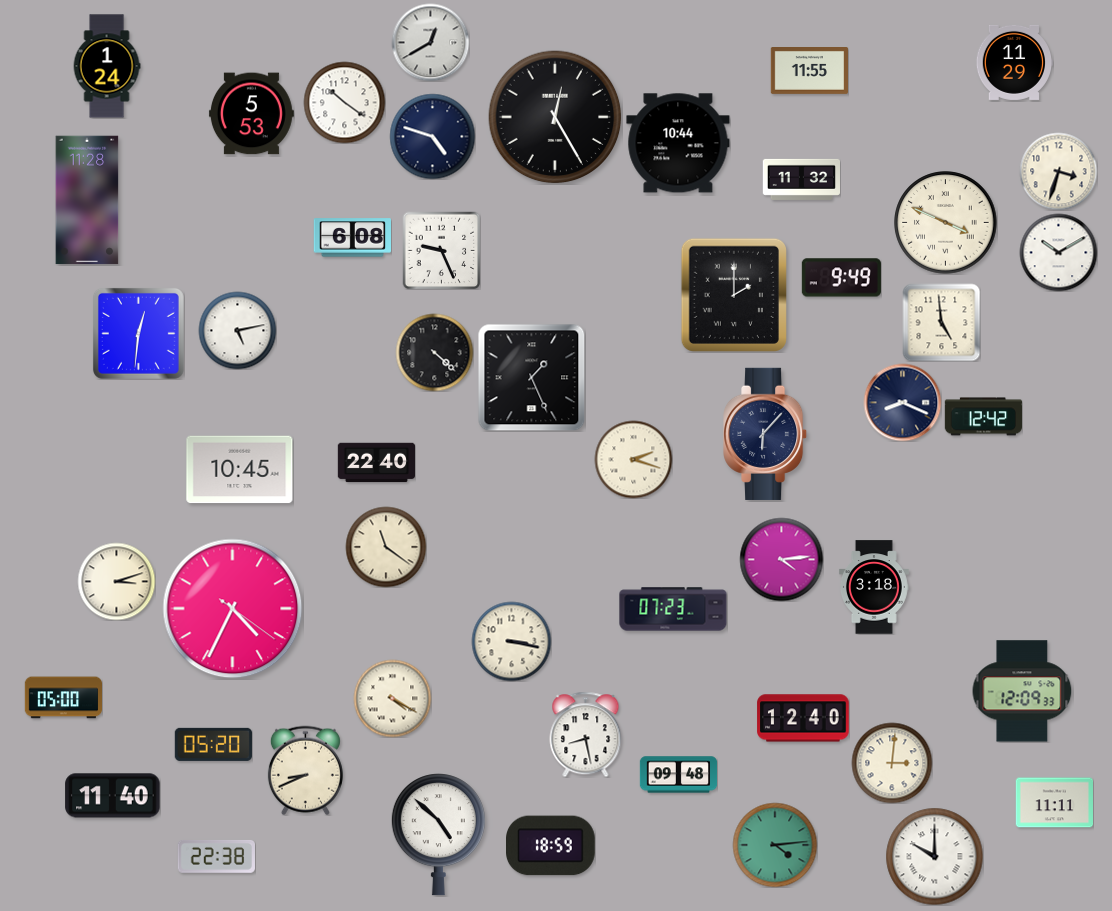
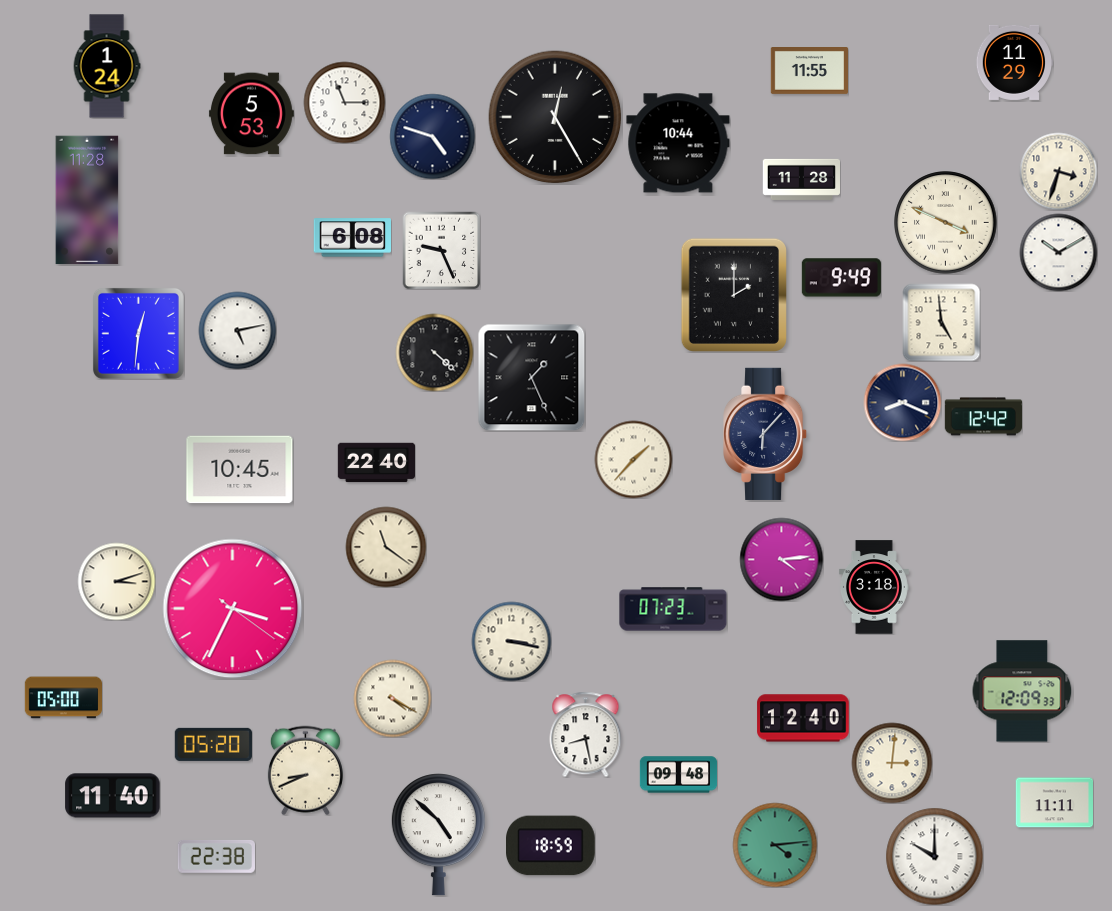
clock at (430, 42): 12:40 -> none
clock at (344, 102): 10:21 -> 11:15
clock at (801, 179): 11:32 -> 11:28
clock at (633, 459): 2:18 -> 1:37
clock at (233, 609): 4:34 -> 3:34
